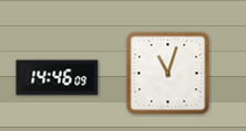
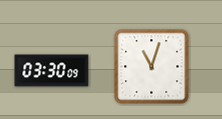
clock at (58, 78): 14:46 -> 03:30
